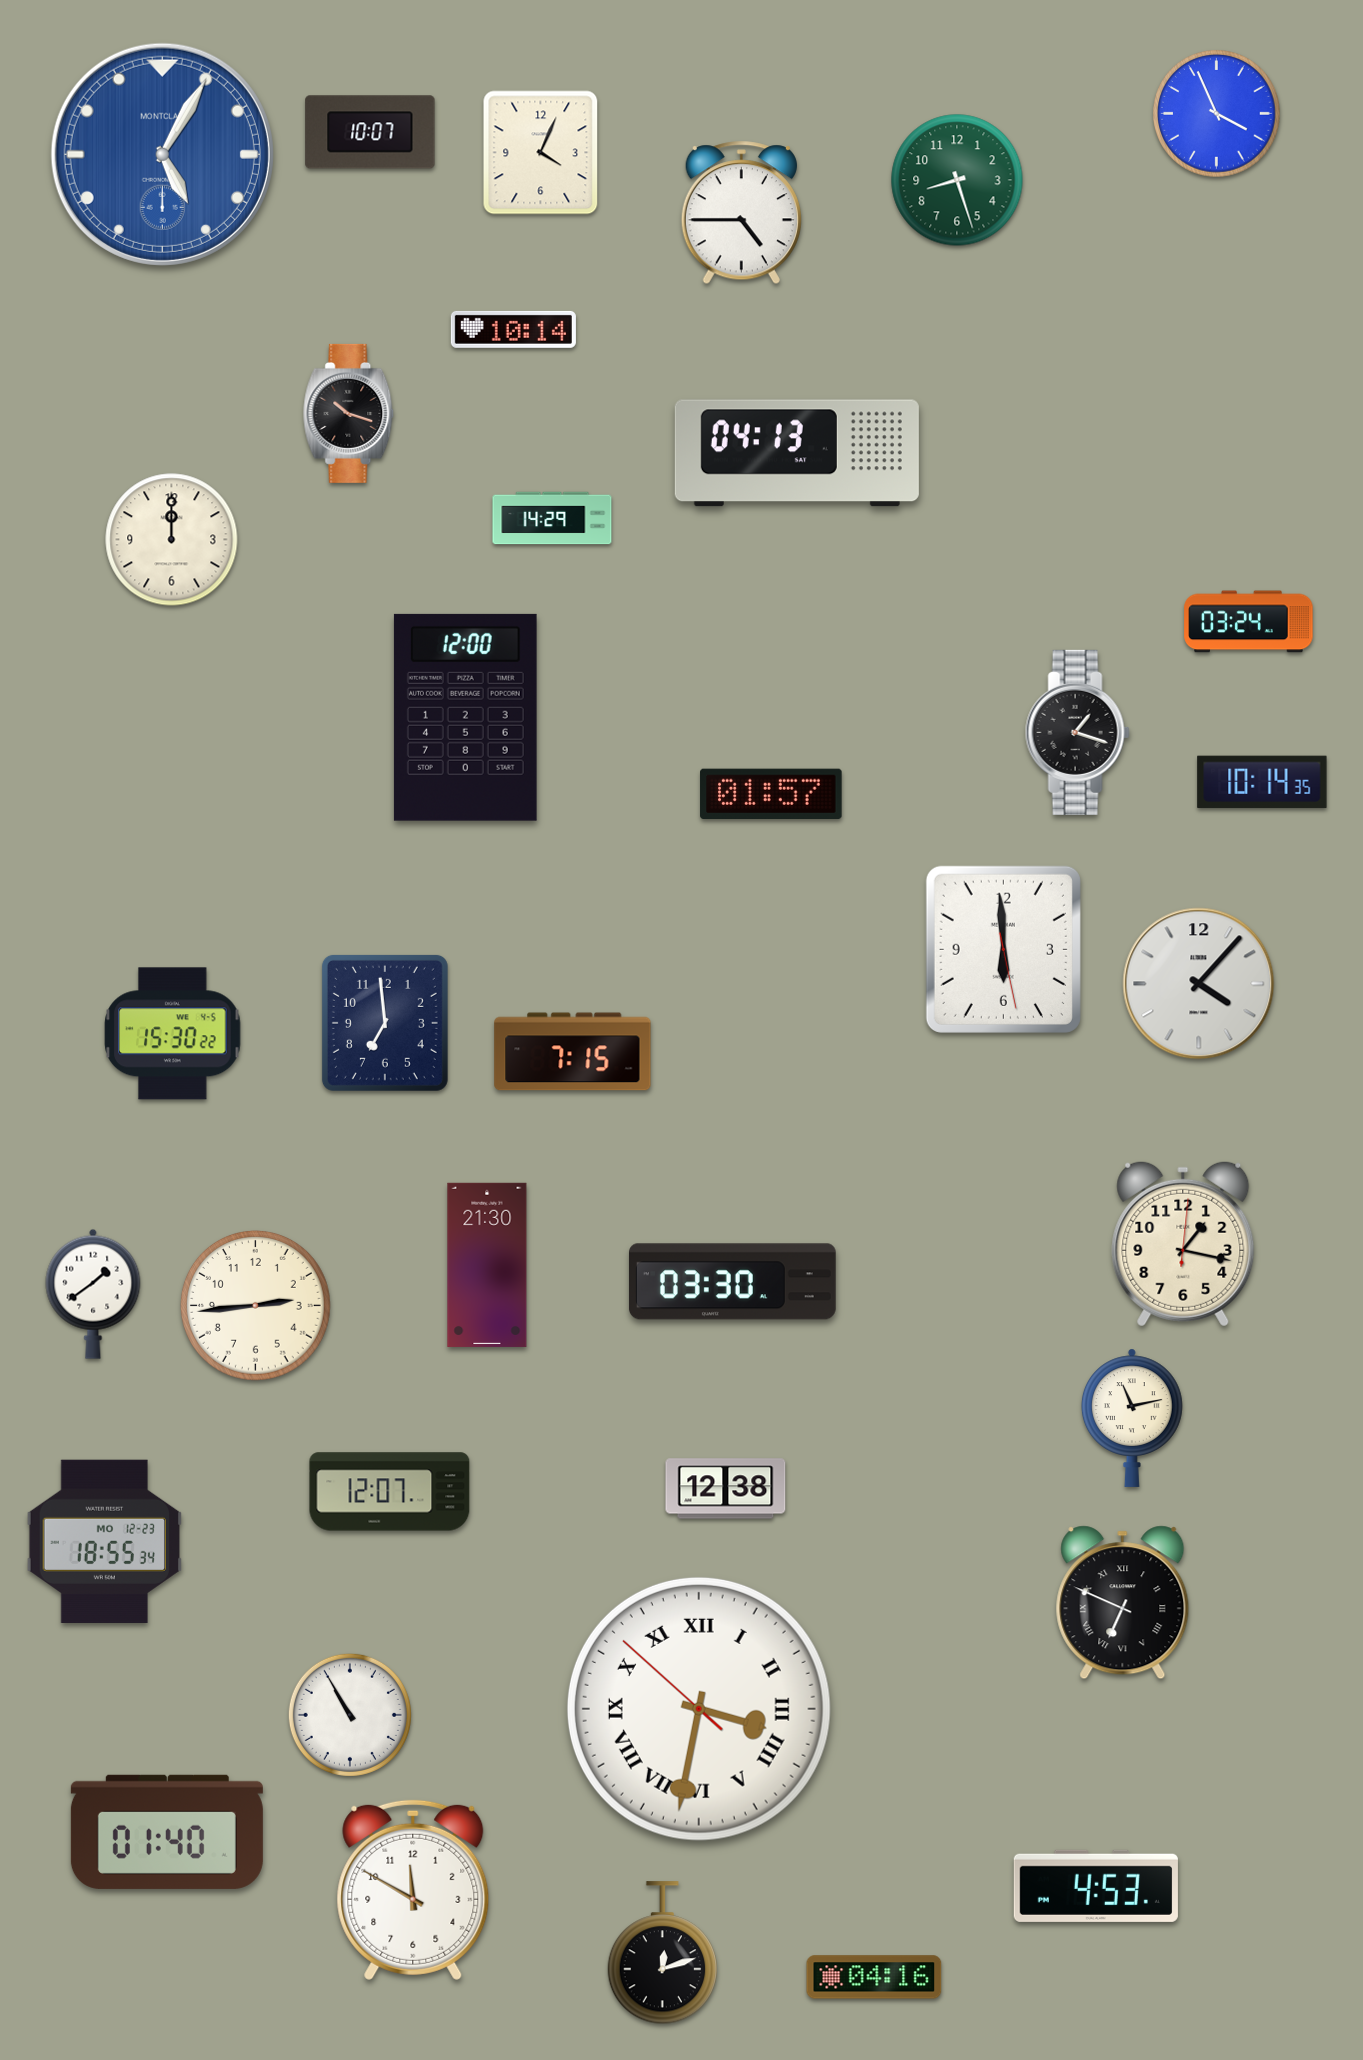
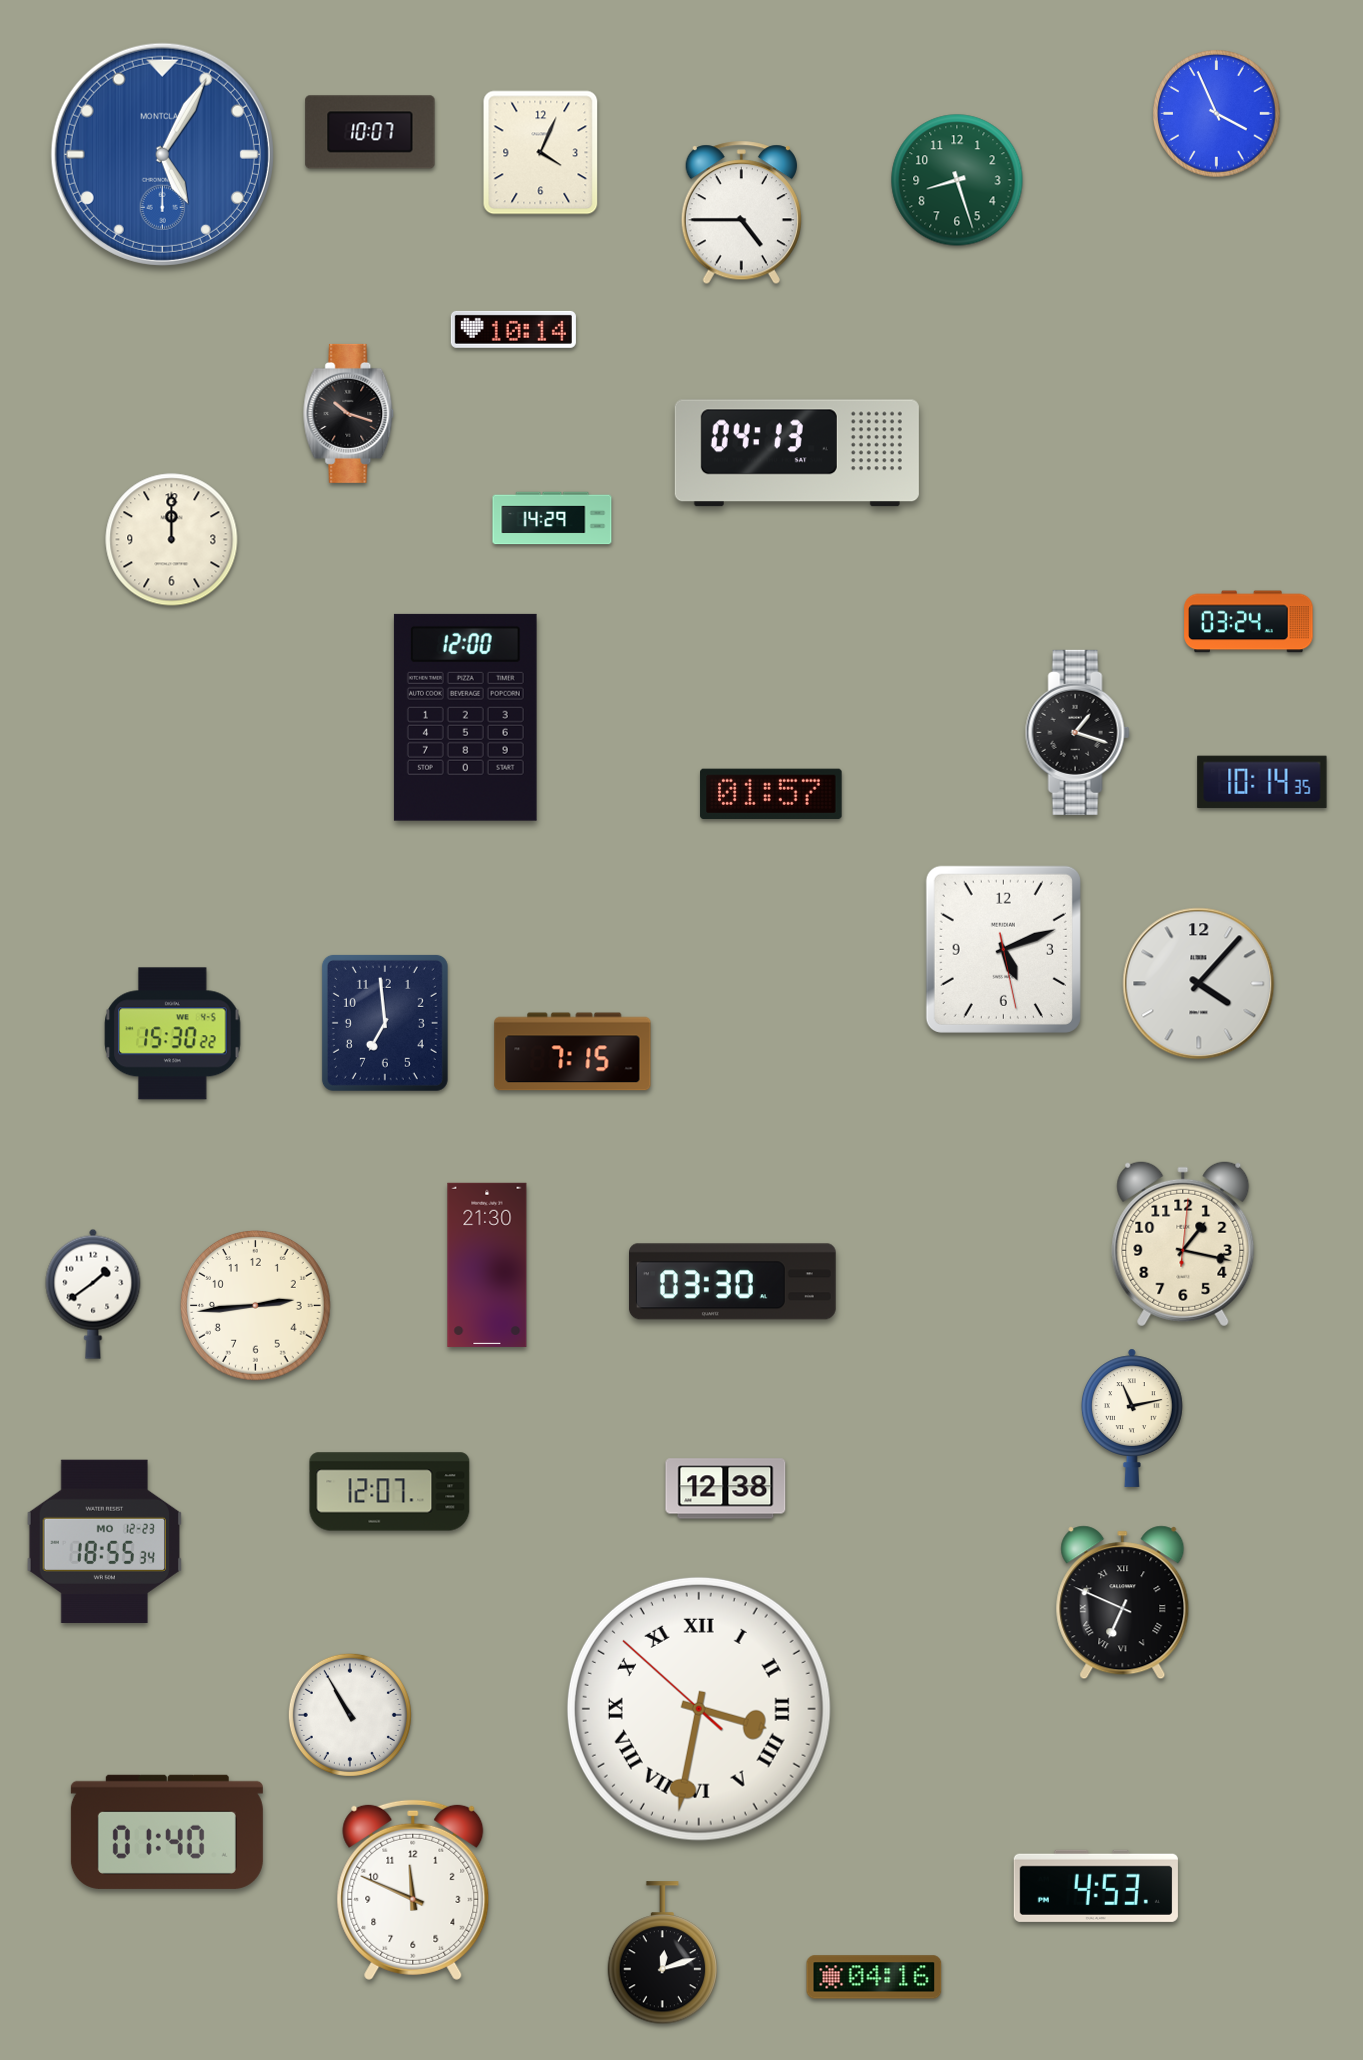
clock at (1003, 949): 5:59 -> 5:11
clock at (413, 1890): 11:50 -> 11:49
